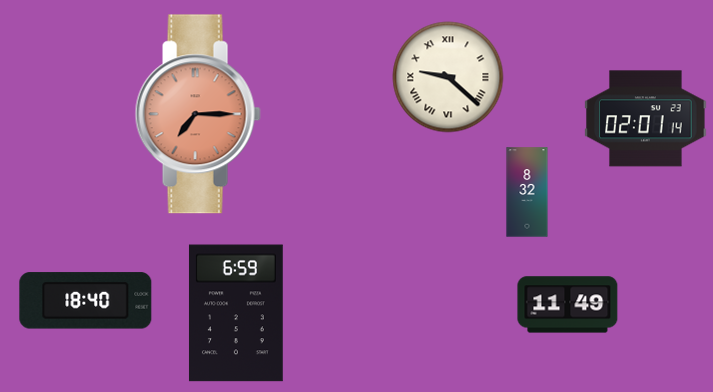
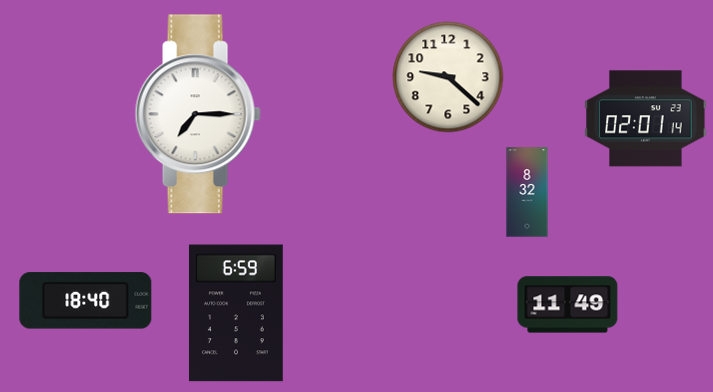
clock at (448, 77) numerals: Roman -> Arabic
clock at (198, 114) dial: salmon -> white
